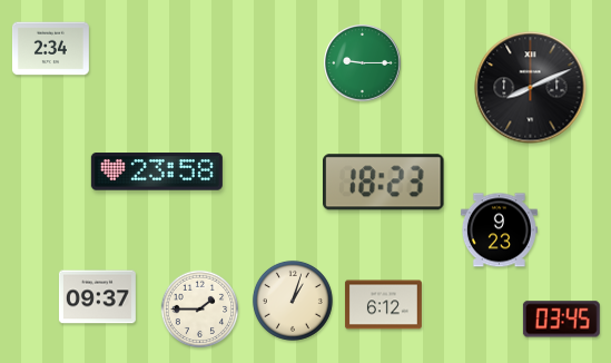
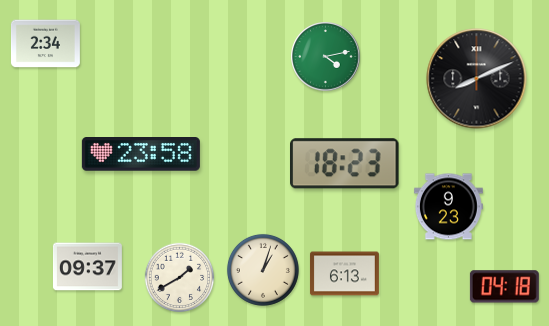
clock at (363, 63): 9:15 -> 4:13
clock at (383, 305): 6:12 -> 6:13
clock at (200, 310): 1:45 -> 1:40
clock at (561, 320): 03:45 -> 04:18
